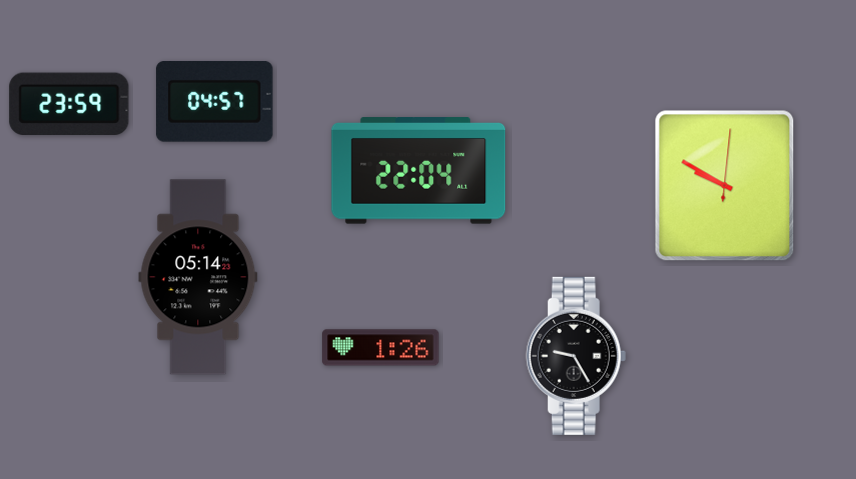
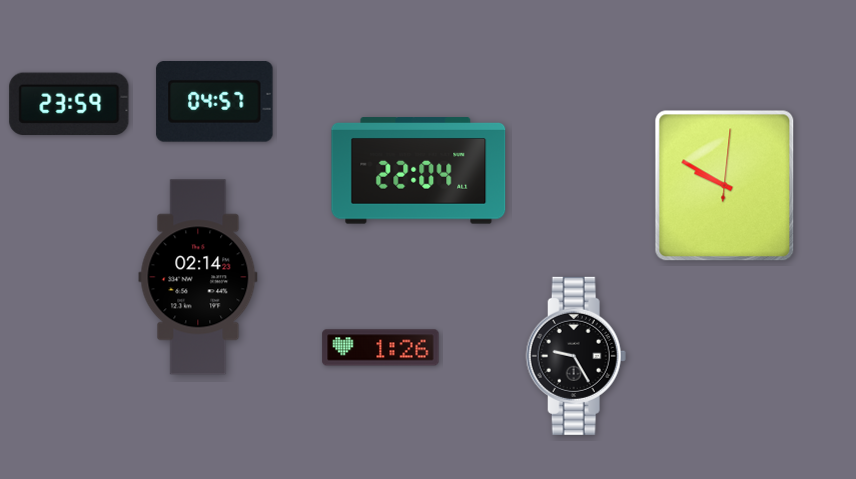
clock at (198, 277): 05:14 -> 02:14
